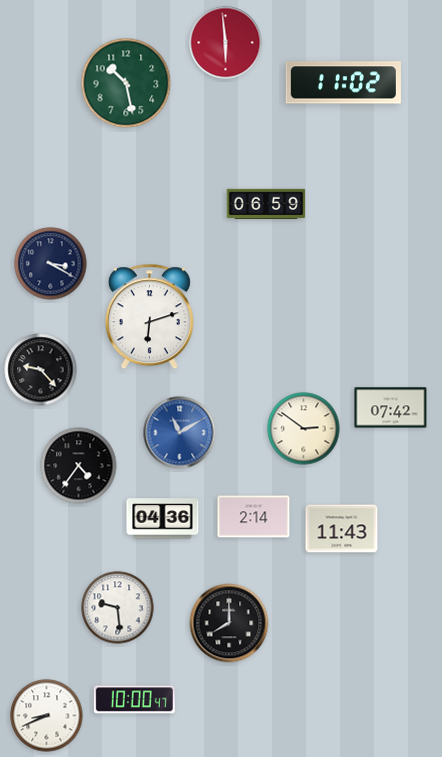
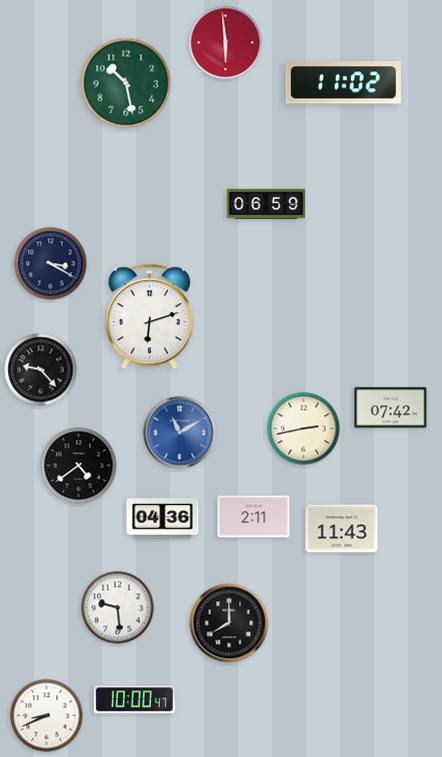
clock at (304, 429): 2:51 -> 2:43
clock at (79, 466): 4:36 -> 4:39
clock at (254, 517): 2:14 -> 2:11
